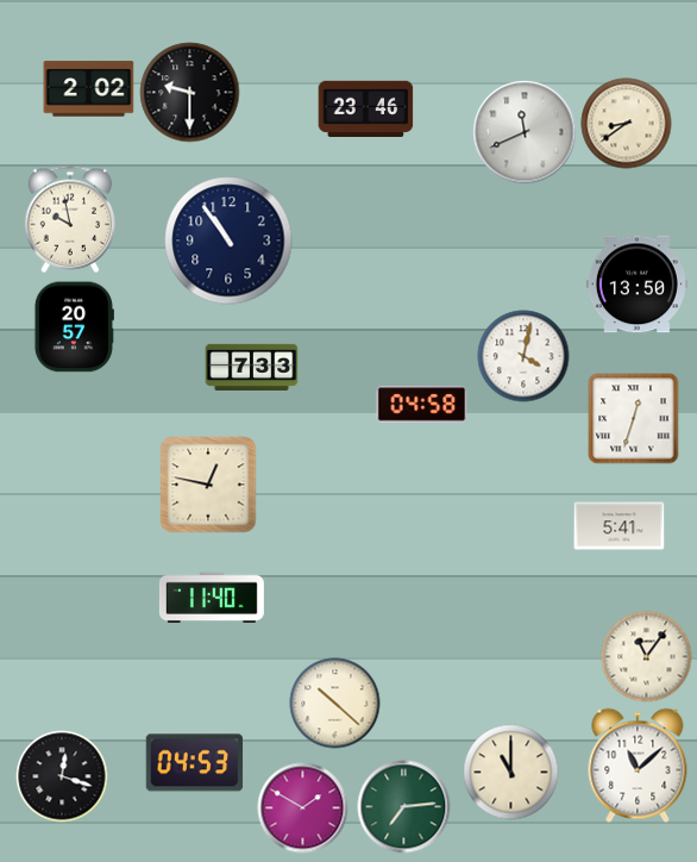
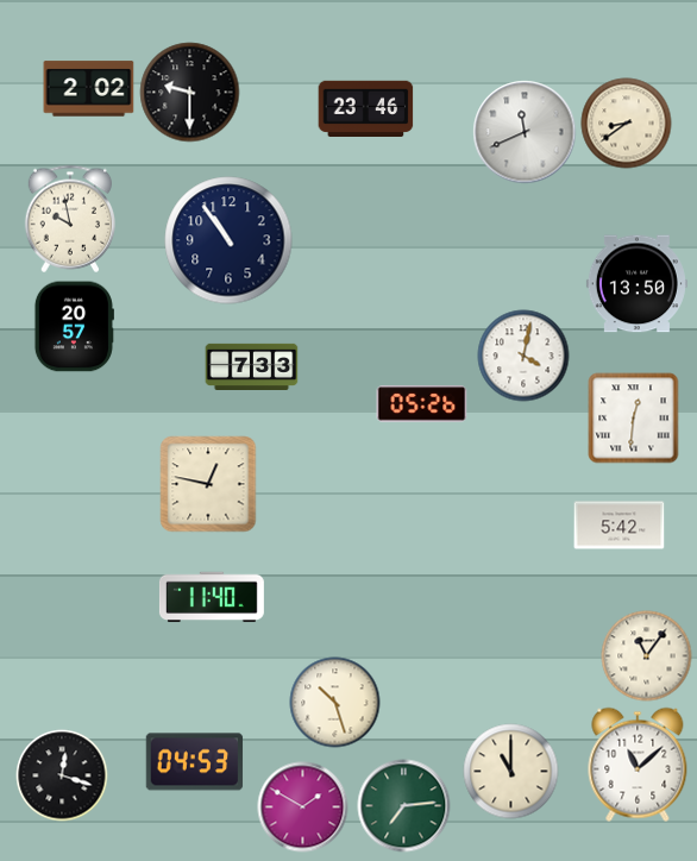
clock at (422, 405): 04:58 -> 05:26
clock at (634, 419): 12:33 -> 12:31
clock at (620, 526): 5:41 -> 5:42
clock at (335, 704): 10:22 -> 10:27
